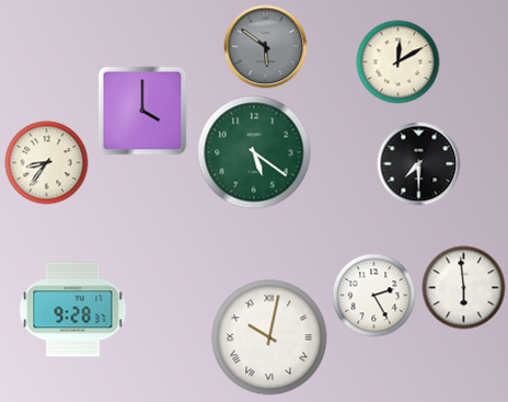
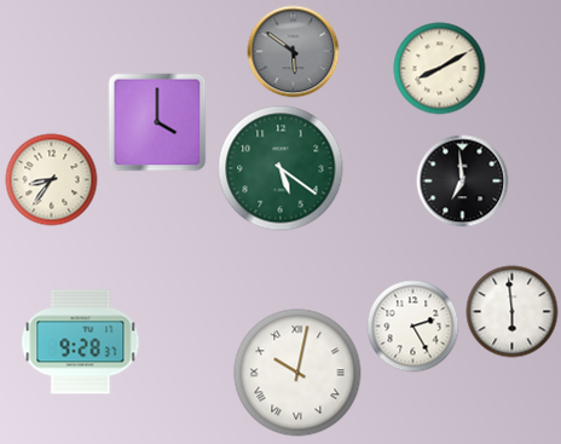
clock at (399, 62): 12:10 -> 8:10
clock at (419, 164): 7:30 -> 6:59
clock at (464, 288) position: (464, 288) -> (513, 312)
